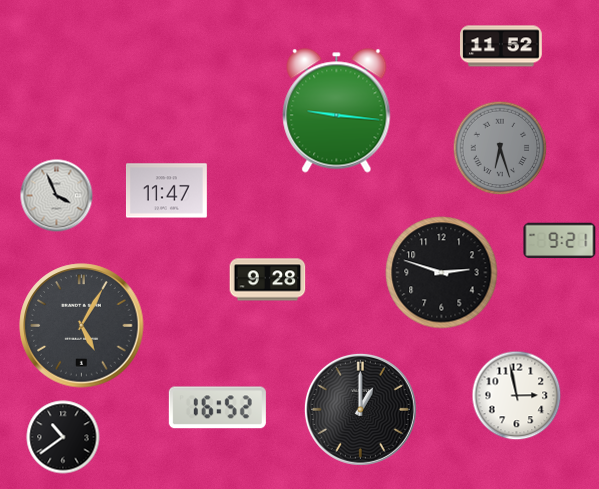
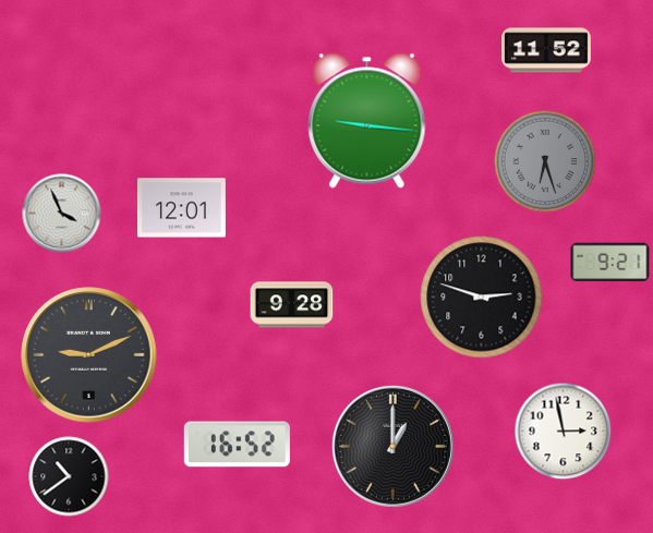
clock at (166, 191): 11:47 -> 12:01
clock at (82, 326): 5:05 -> 9:11
